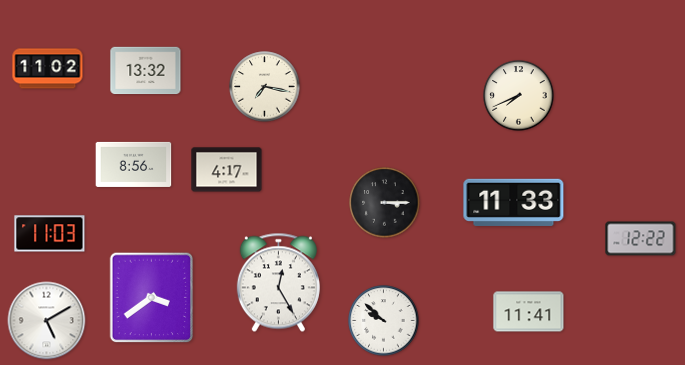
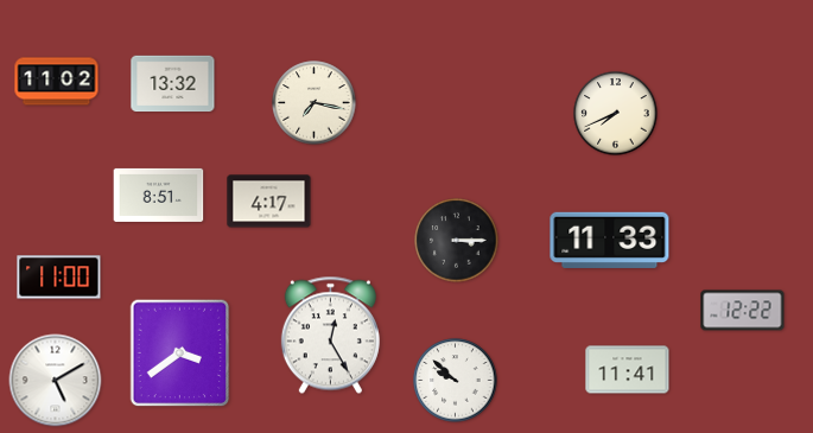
clock at (134, 164): 8:56 -> 8:51
clock at (50, 234): 11:03 -> 11:00
clock at (641, 239) position: (641, 239) -> (743, 311)
